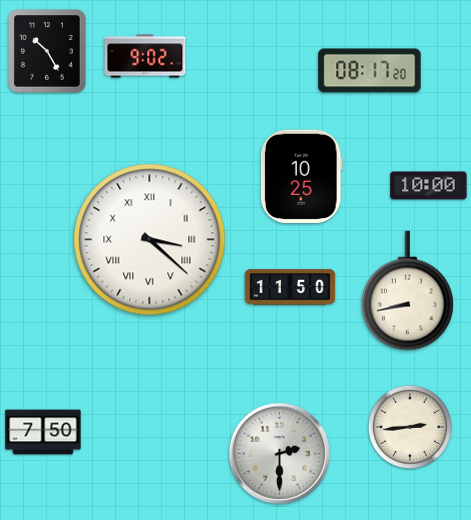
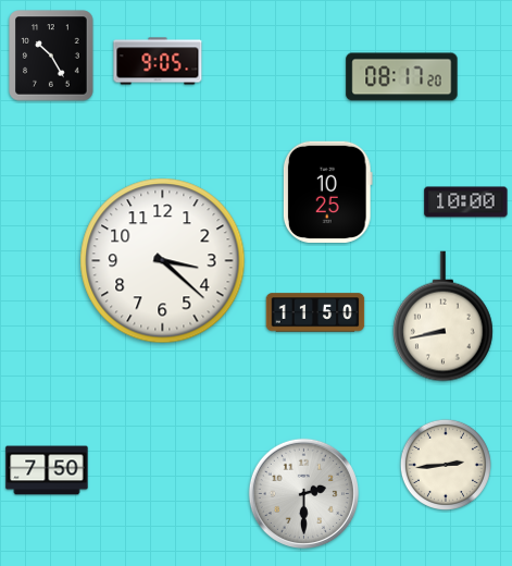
clock at (145, 56): 9:02 -> 9:05
clock at (150, 240) numerals: Roman -> Arabic
